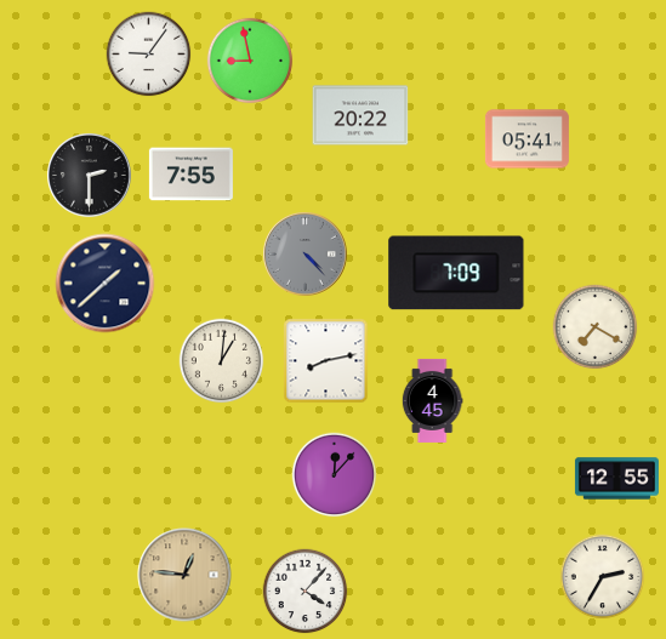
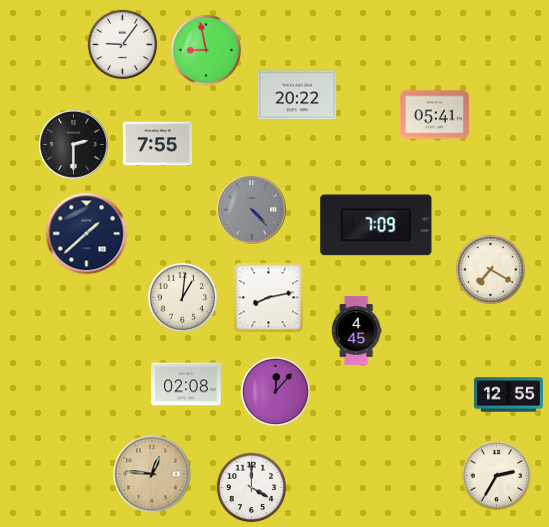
clock at (187, 384): none -> 02:08
clock at (306, 592): 4:07 -> 4:00
